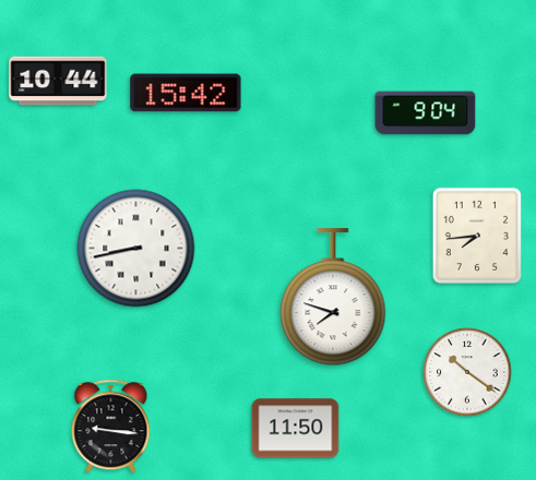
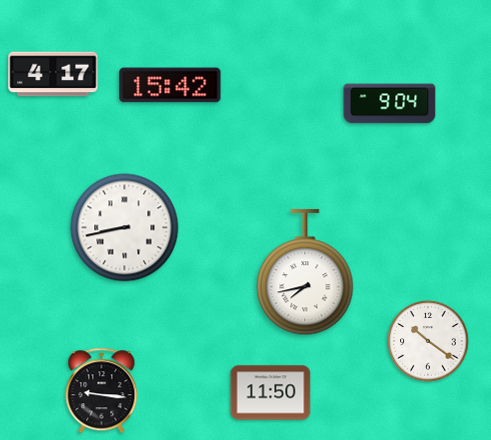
clock at (58, 81): 10:44 -> 4:17
clock at (477, 236): 7:44 -> none
clock at (333, 298): 7:48 -> 7:43
